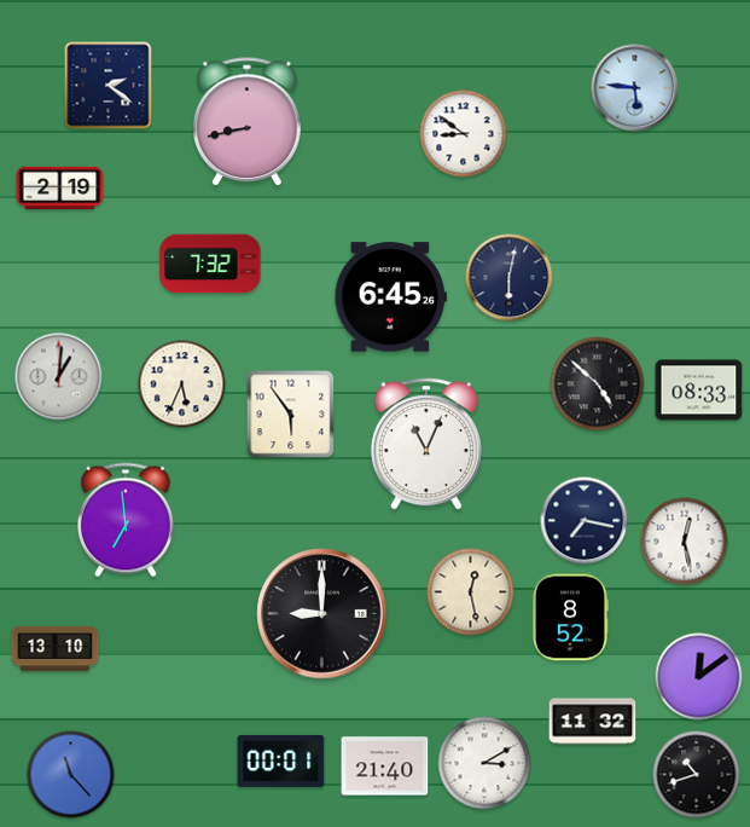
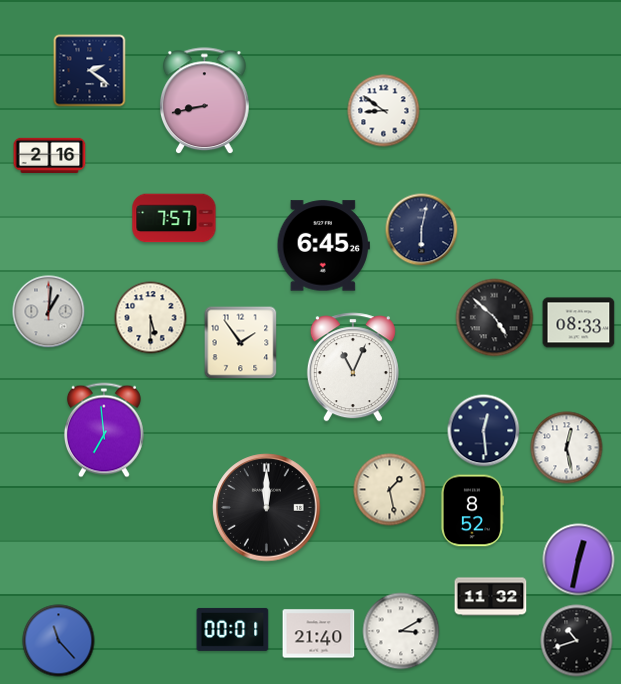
clock at (635, 88): 5:46 -> none
clock at (60, 187): 2:19 -> 2:16
clock at (210, 264): 7:32 -> 7:57
clock at (182, 384): 5:34 -> 5:30
clock at (291, 415): 5:54 -> 1:54
clock at (585, 521): 7:17 -> 12:29
clock at (471, 592): 12:28 -> 1:28
clock at (322, 614): 9:00 -> 12:00
clock at (56, 648): 13:10 -> none
clock at (699, 677): 12:09 -> 12:32
